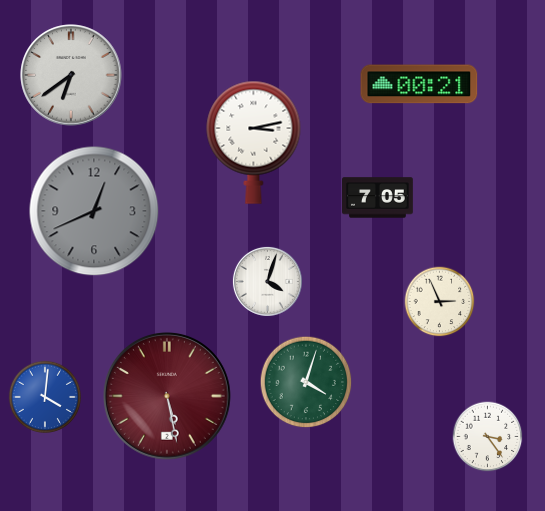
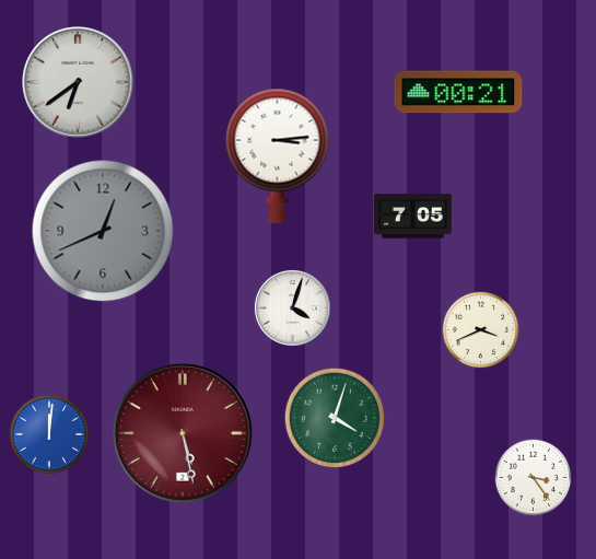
clock at (254, 142): 3:13 -> 3:14
clock at (440, 302): 2:56 -> 3:41
clock at (44, 396): 4:01 -> 12:01
